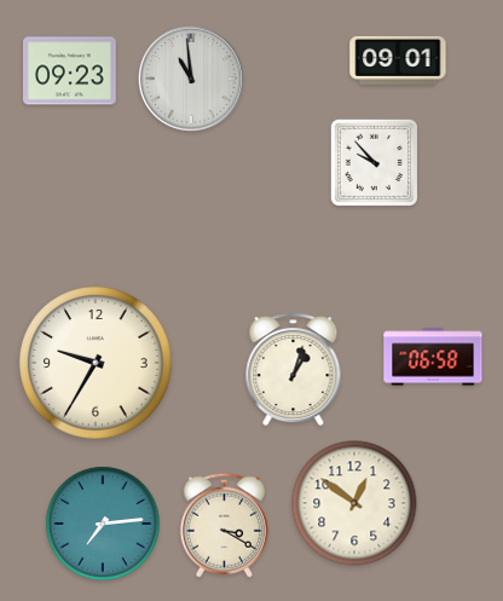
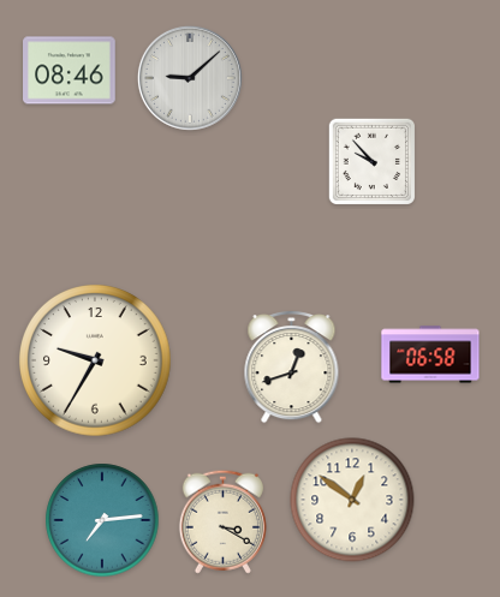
clock at (398, 60): 09:01 -> none
clock at (70, 71): 09:23 -> 08:46
clock at (191, 79): 10:59 -> 9:08
clock at (294, 369): 1:03 -> 12:42
